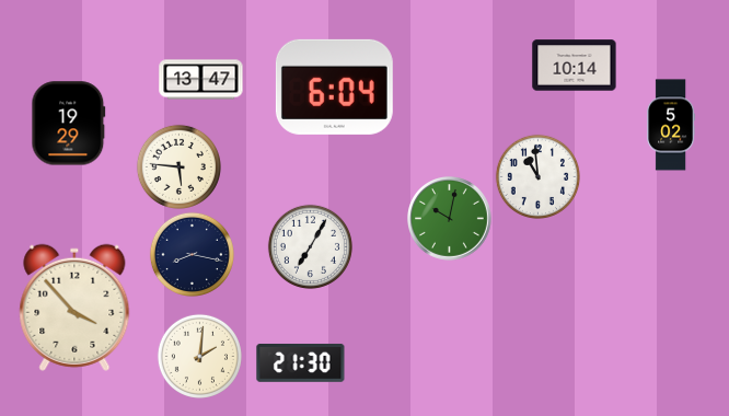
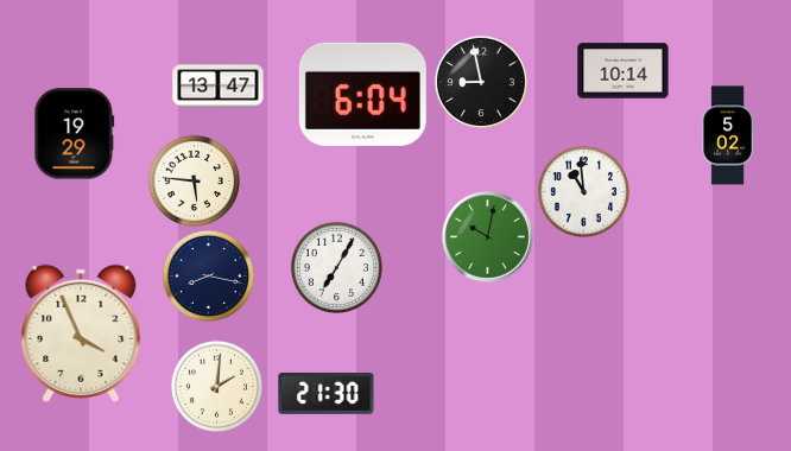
clock at (481, 82): none -> 8:58
clock at (74, 308): 3:53 -> 3:56
